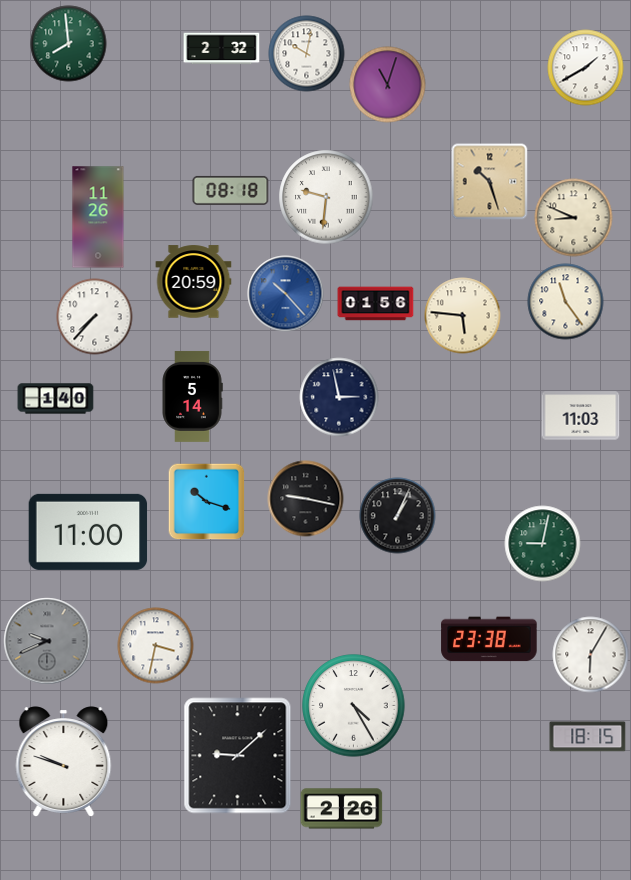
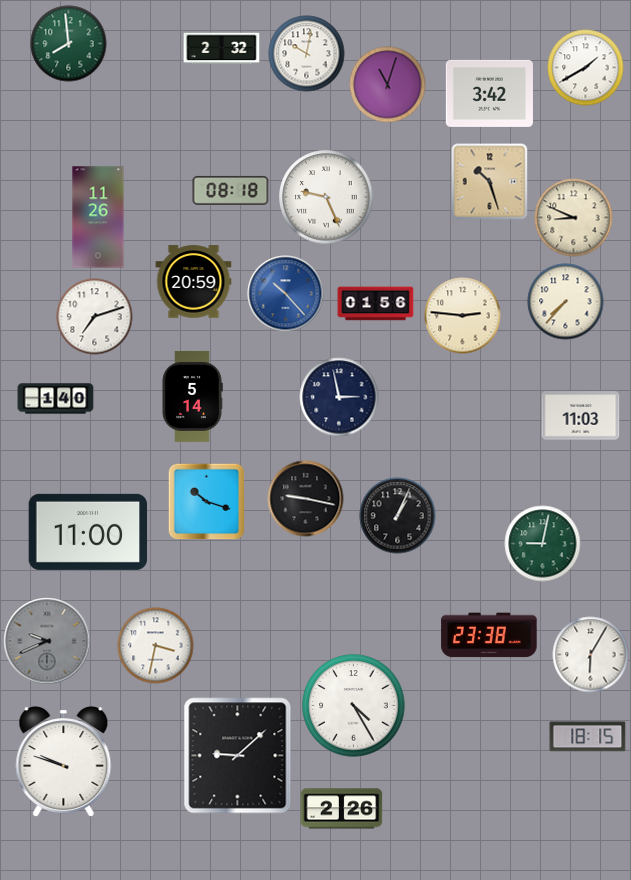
clock at (489, 93): none -> 3:42
clock at (326, 197): 9:31 -> 9:26
clock at (566, 302): 11:24 -> 7:37
clock at (463, 316): 5:46 -> 2:46
clock at (95, 317): 7:37 -> 7:12
clock at (489, 639) position: (489, 639) -> (489, 635)
